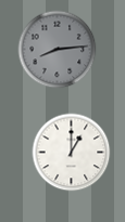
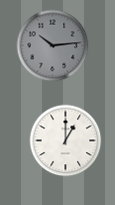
clock at (58, 50): 8:14 -> 10:14
